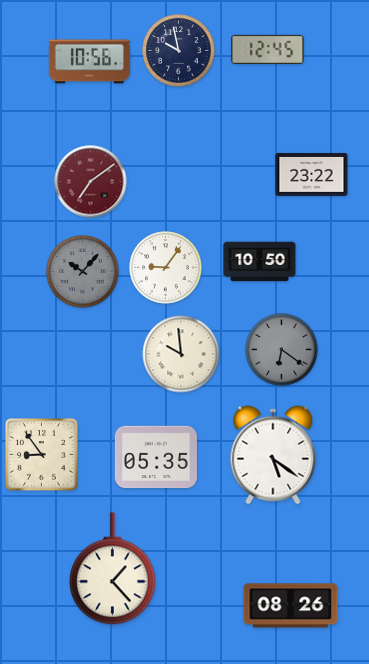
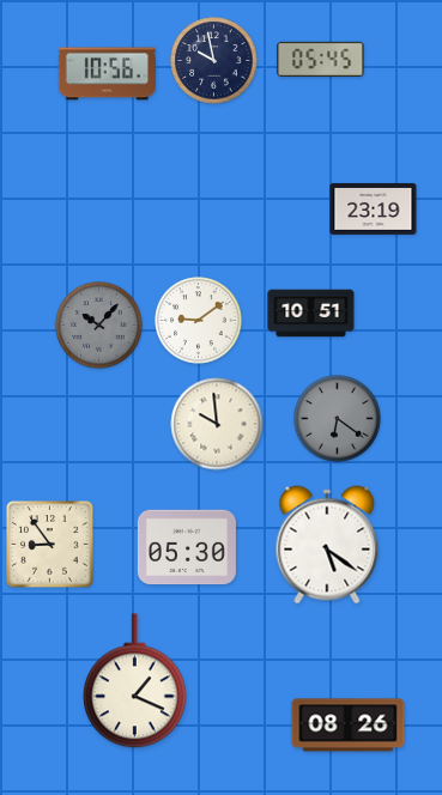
clock at (268, 49): 12:45 -> 05:45
clock at (312, 174): 23:22 -> 23:19
clock at (91, 182): 7:09 -> none
clock at (260, 262): 10:50 -> 10:51
clock at (166, 268): 9:06 -> 9:09
clock at (156, 457): 05:35 -> 05:30
clock at (113, 569): 1:23 -> 1:19
